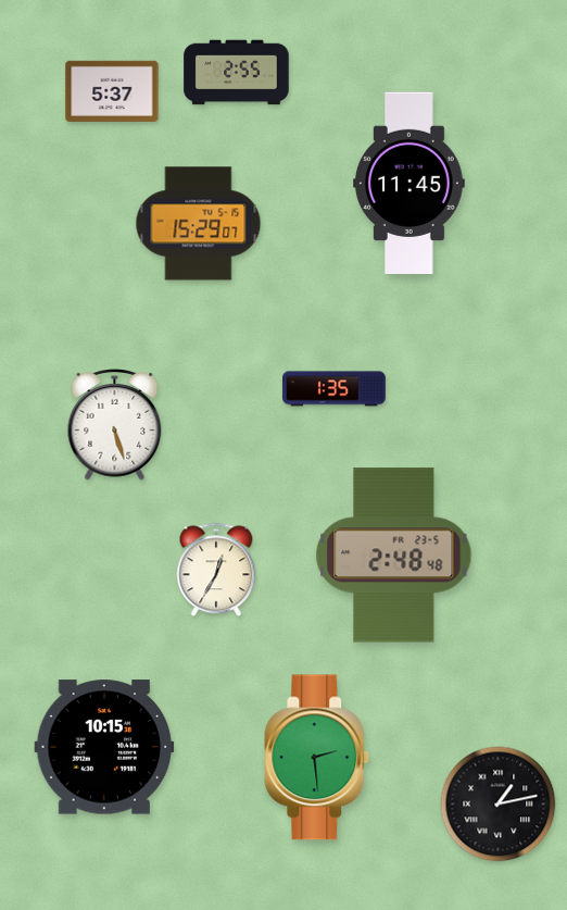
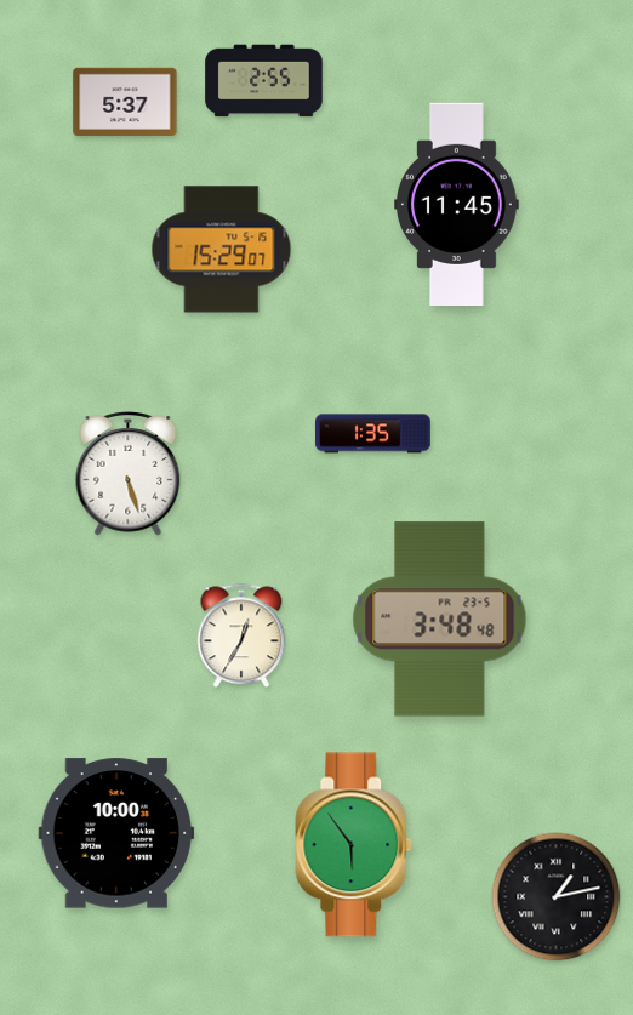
clock at (394, 556): 2:48 -> 3:48
clock at (104, 747): 10:15 -> 10:00
clock at (317, 758): 2:29 -> 5:54
